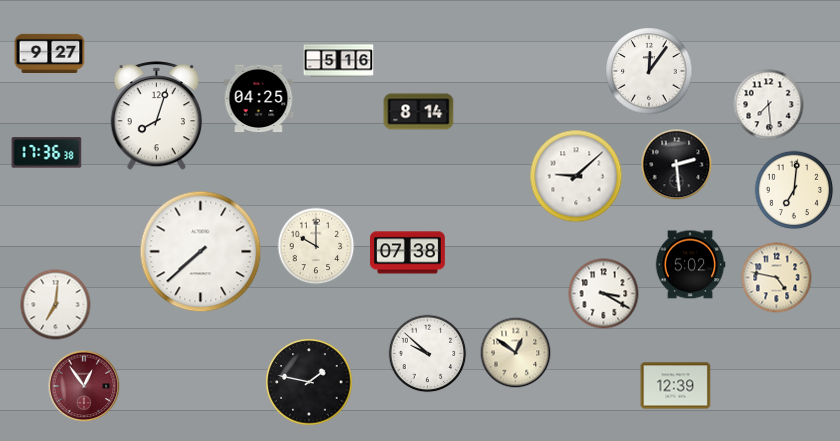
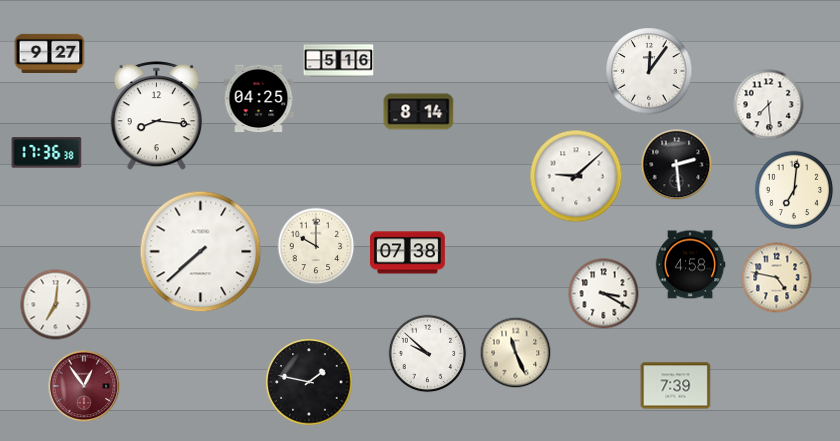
clock at (157, 116): 8:03 -> 8:16
clock at (690, 265): 5:02 -> 4:58
clock at (516, 353): 12:51 -> 11:26
clock at (676, 386): 12:39 -> 7:39
